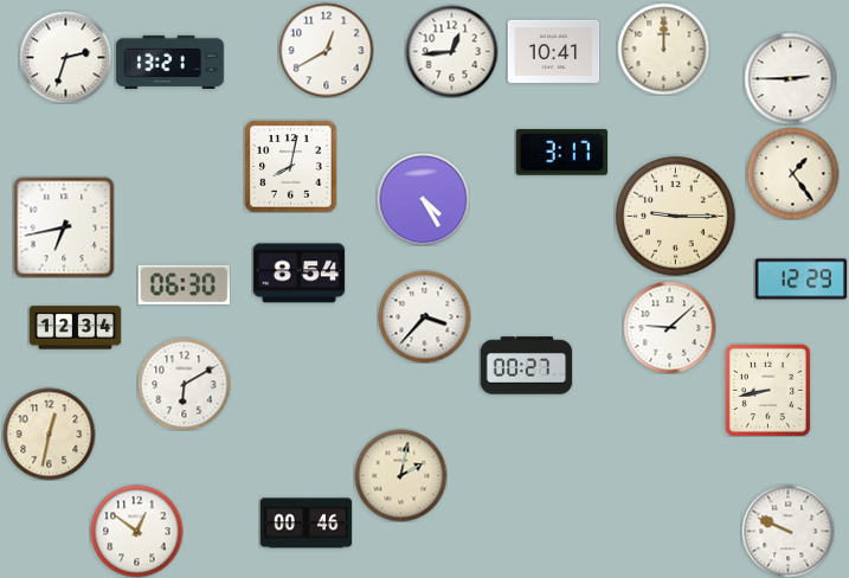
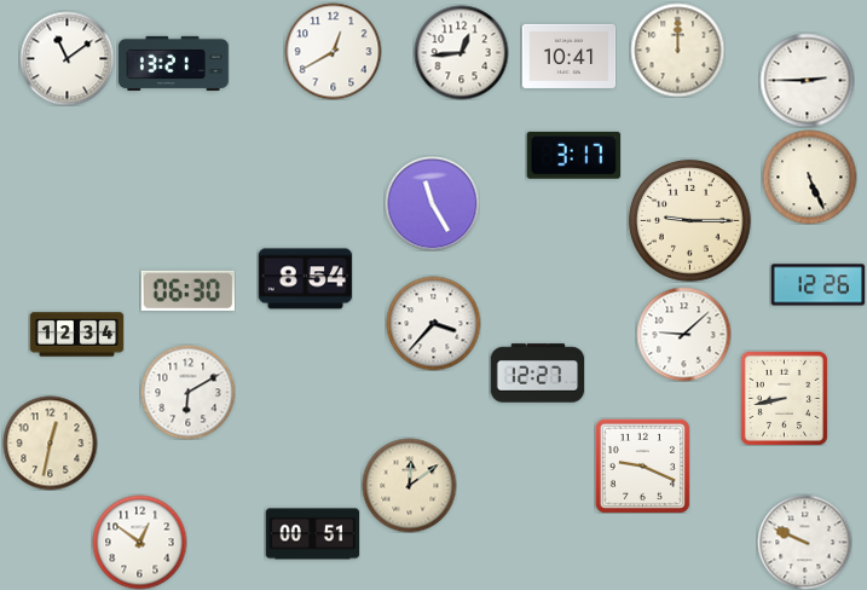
clock at (553, 51) position: (553, 51) -> (568, 56)
clock at (65, 57): 2:33 -> 11:09
clock at (290, 166): 8:02 -> none
clock at (792, 173): 1:24 -> 5:26
clock at (423, 199): 4:25 -> 11:25
clock at (64, 227): 6:43 -> none
clock at (800, 280): 12:29 -> 12:26
clock at (526, 366): 00:27 -> 12:27
clock at (642, 465): none -> 9:19
clock at (400, 475): 2:02 -> 12:09
clock at (305, 524): 00:46 -> 00:51
